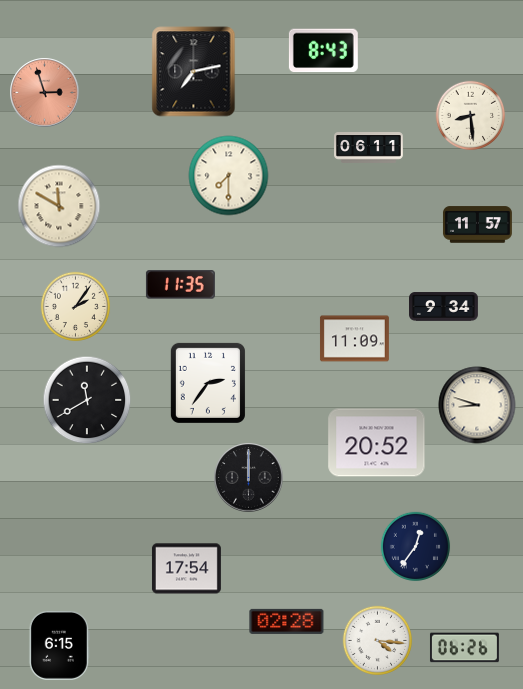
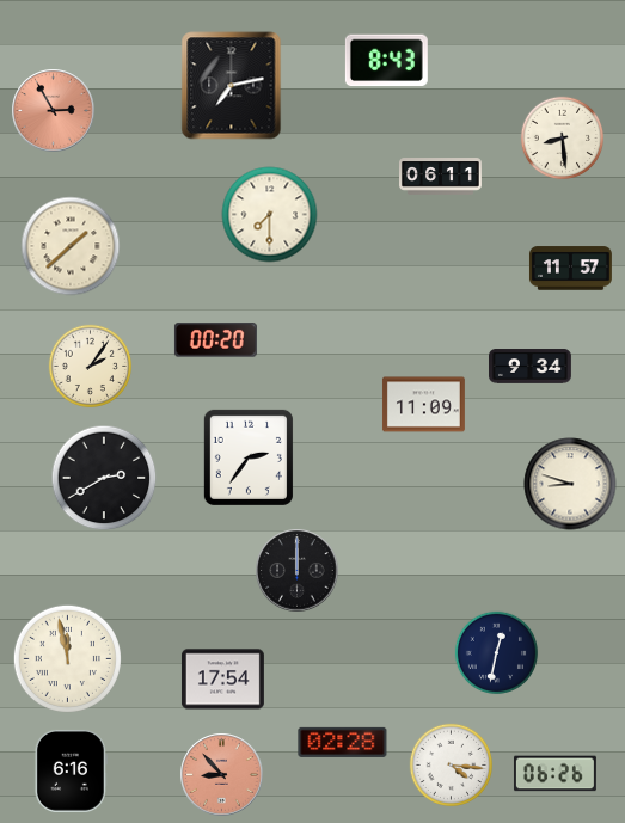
clock at (45, 93): 2:57 -> 2:55
clock at (229, 176) position: (229, 176) -> (270, 215)
clock at (59, 206): 11:50 -> 1:38
clock at (180, 285): 11:35 -> 00:20
clock at (87, 400): 11:40 -> 2:40
clock at (377, 443): 20:52 -> none
clock at (416, 547): 12:36 -> 12:32
clock at (67, 658): none -> 11:58
clock at (59, 645): 6:15 -> 6:16
clock at (222, 775): none -> 8:53
